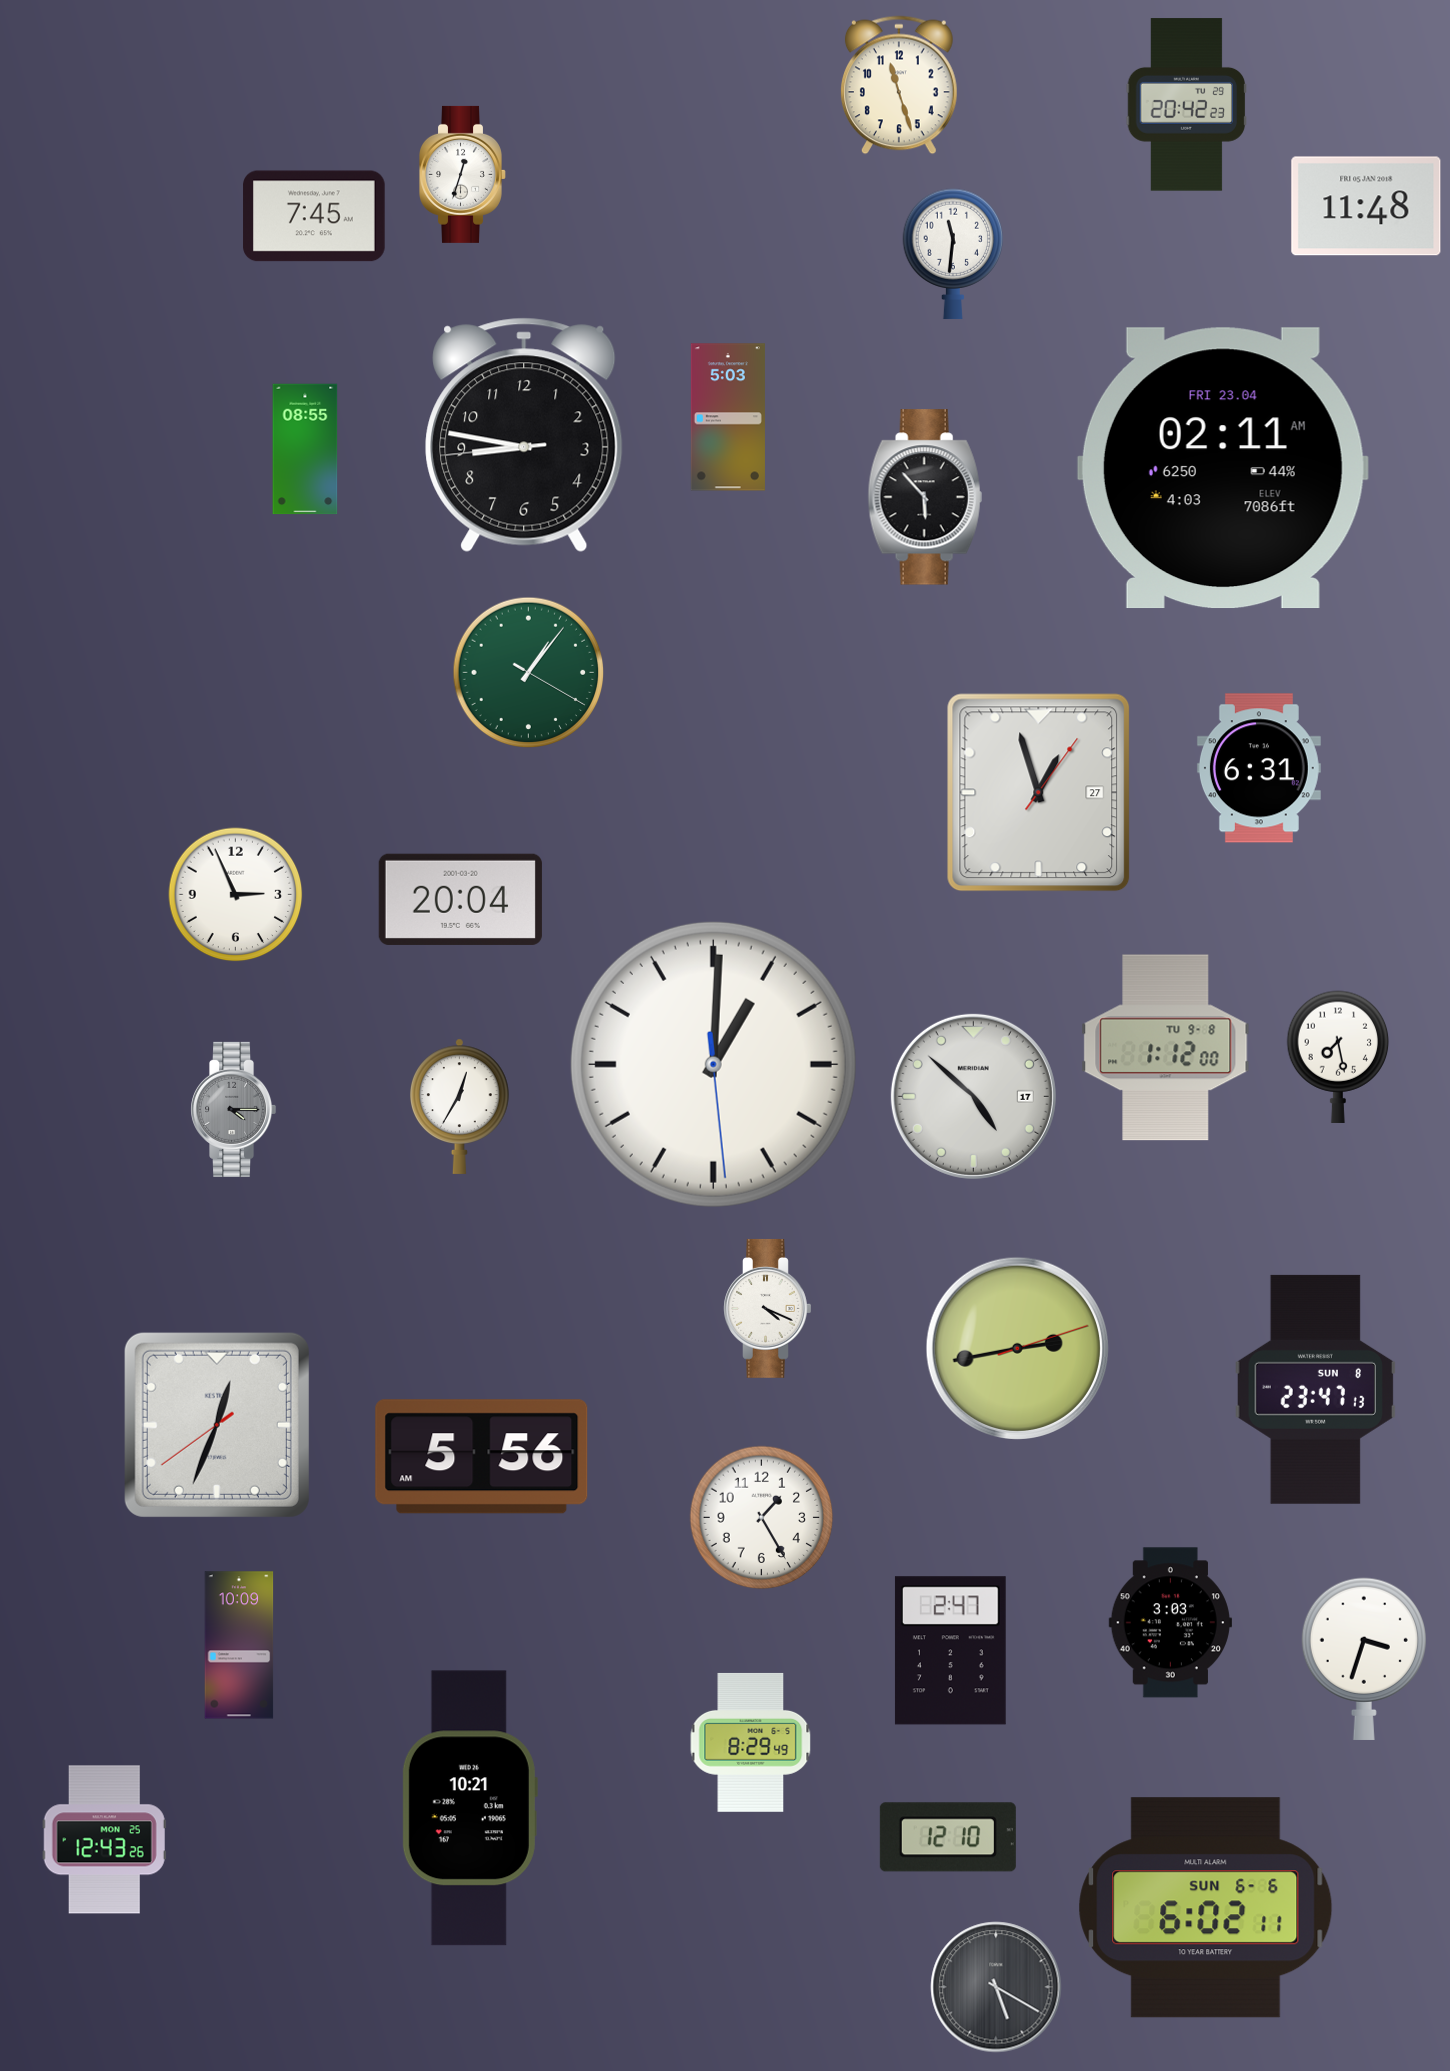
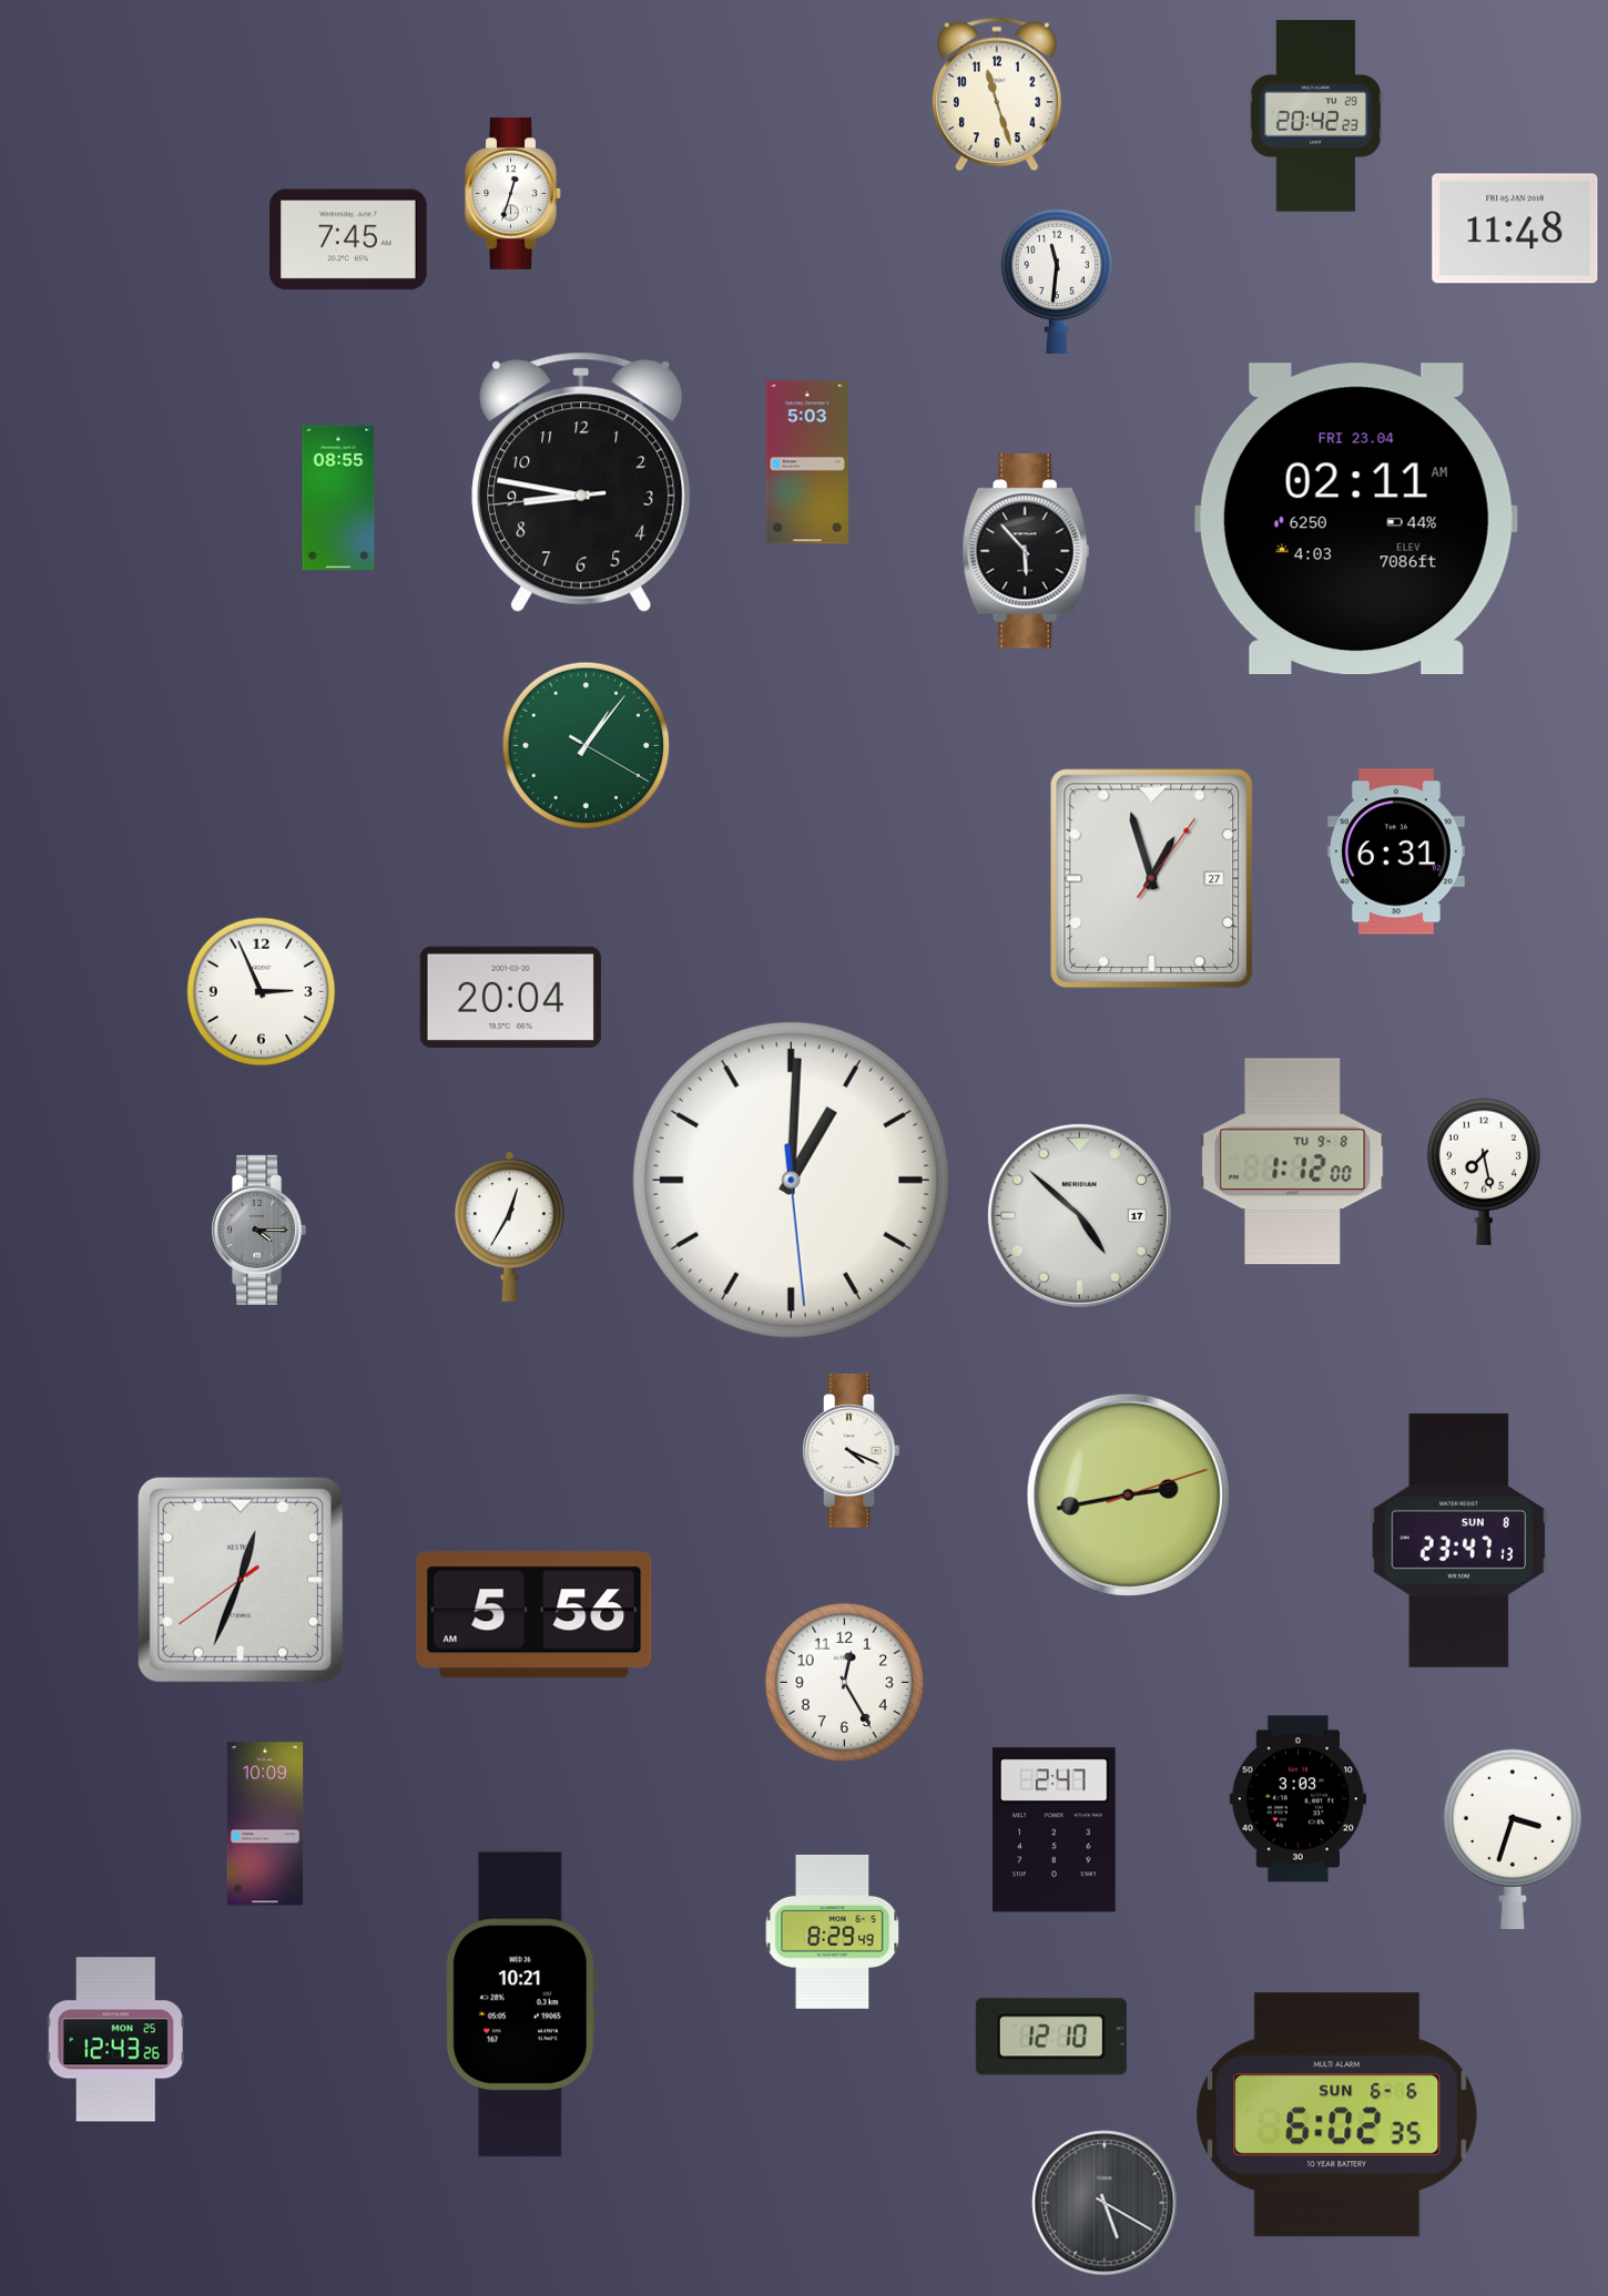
clock at (762, 1518): 1:25 -> 12:25
clock at (1206, 1908): 6:02:11 -> 6:02:35
